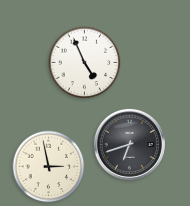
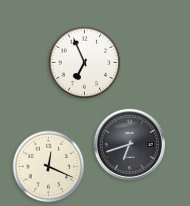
clock at (85, 63): 4:56 -> 6:56
clock at (49, 167): 2:58 -> 12:19
